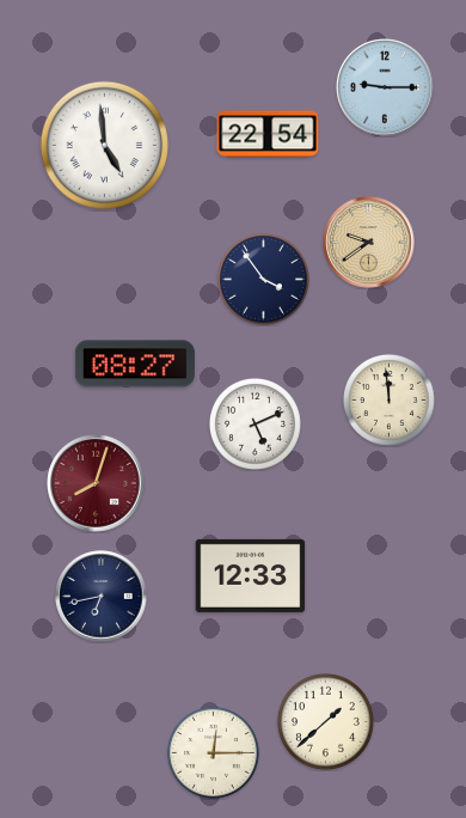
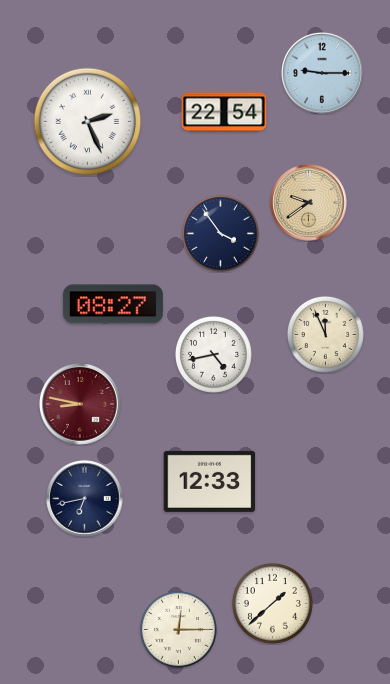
clock at (105, 146): 4:59 -> 2:26
clock at (388, 399): 11:59 -> 11:56
clock at (255, 423): 5:11 -> 4:43
clock at (96, 483): 8:03 -> 8:47
